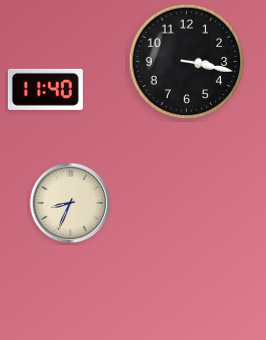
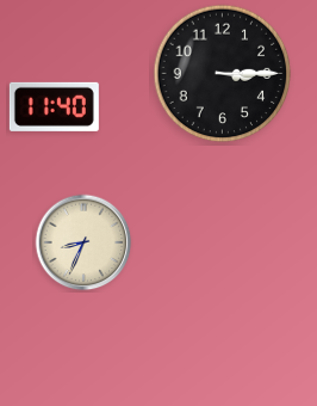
clock at (187, 62): 3:17 -> 3:15
